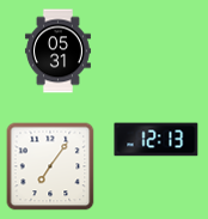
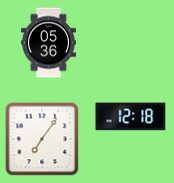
clock at (57, 51): 05:31 -> 05:36
clock at (157, 140): 12:13 -> 12:18
